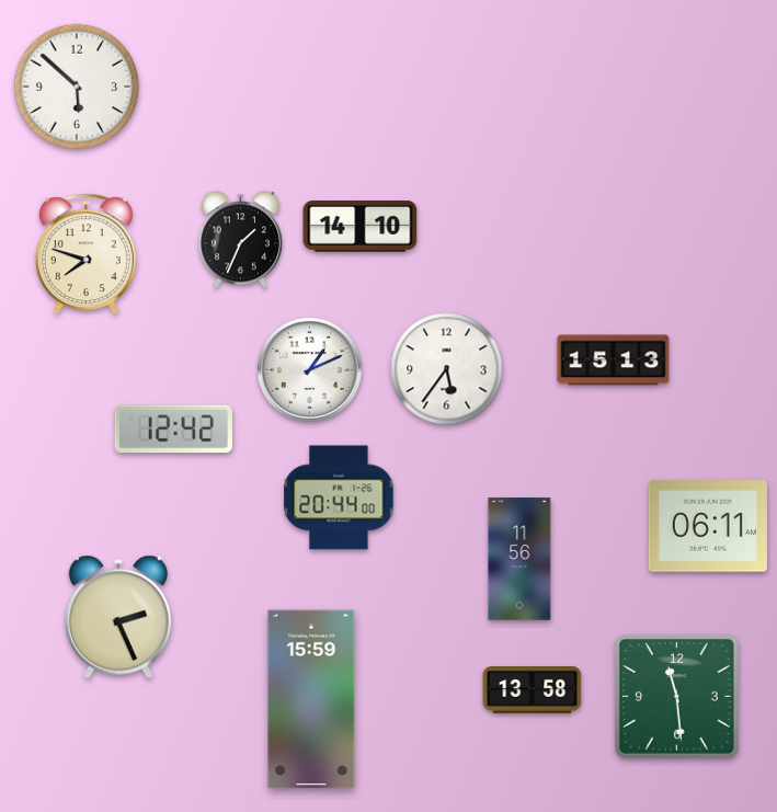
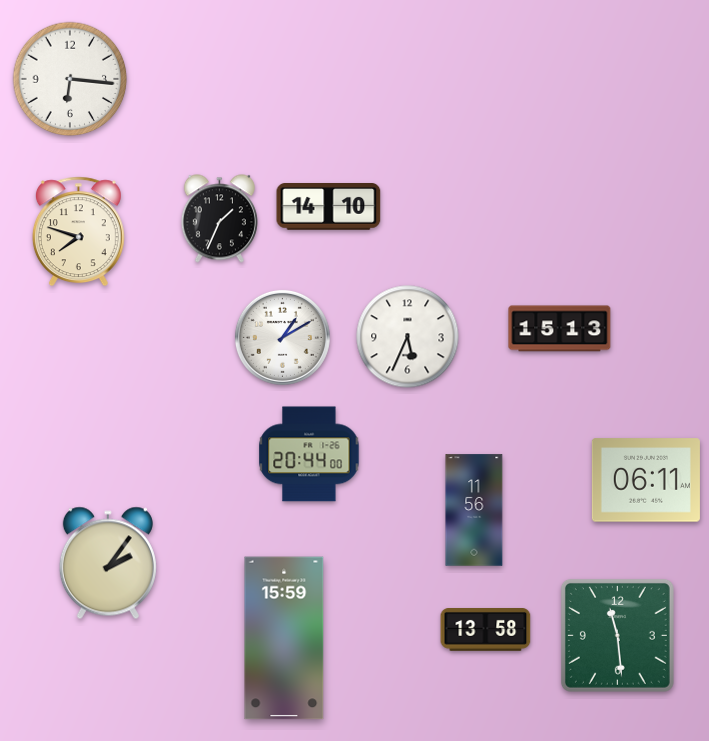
clock at (77, 87): 5:52 -> 6:16
clock at (309, 369): 1:11 -> 1:10
clock at (447, 369): 5:36 -> 5:34
clock at (173, 430): 12:42 -> none
clock at (118, 617): 2:26 -> 2:06
